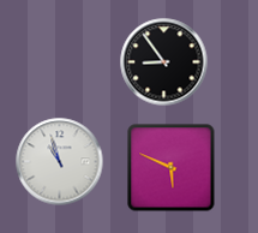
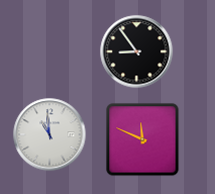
clock at (60, 162): 10:57 -> 10:59
clock at (172, 168): 5:49 -> 11:49
